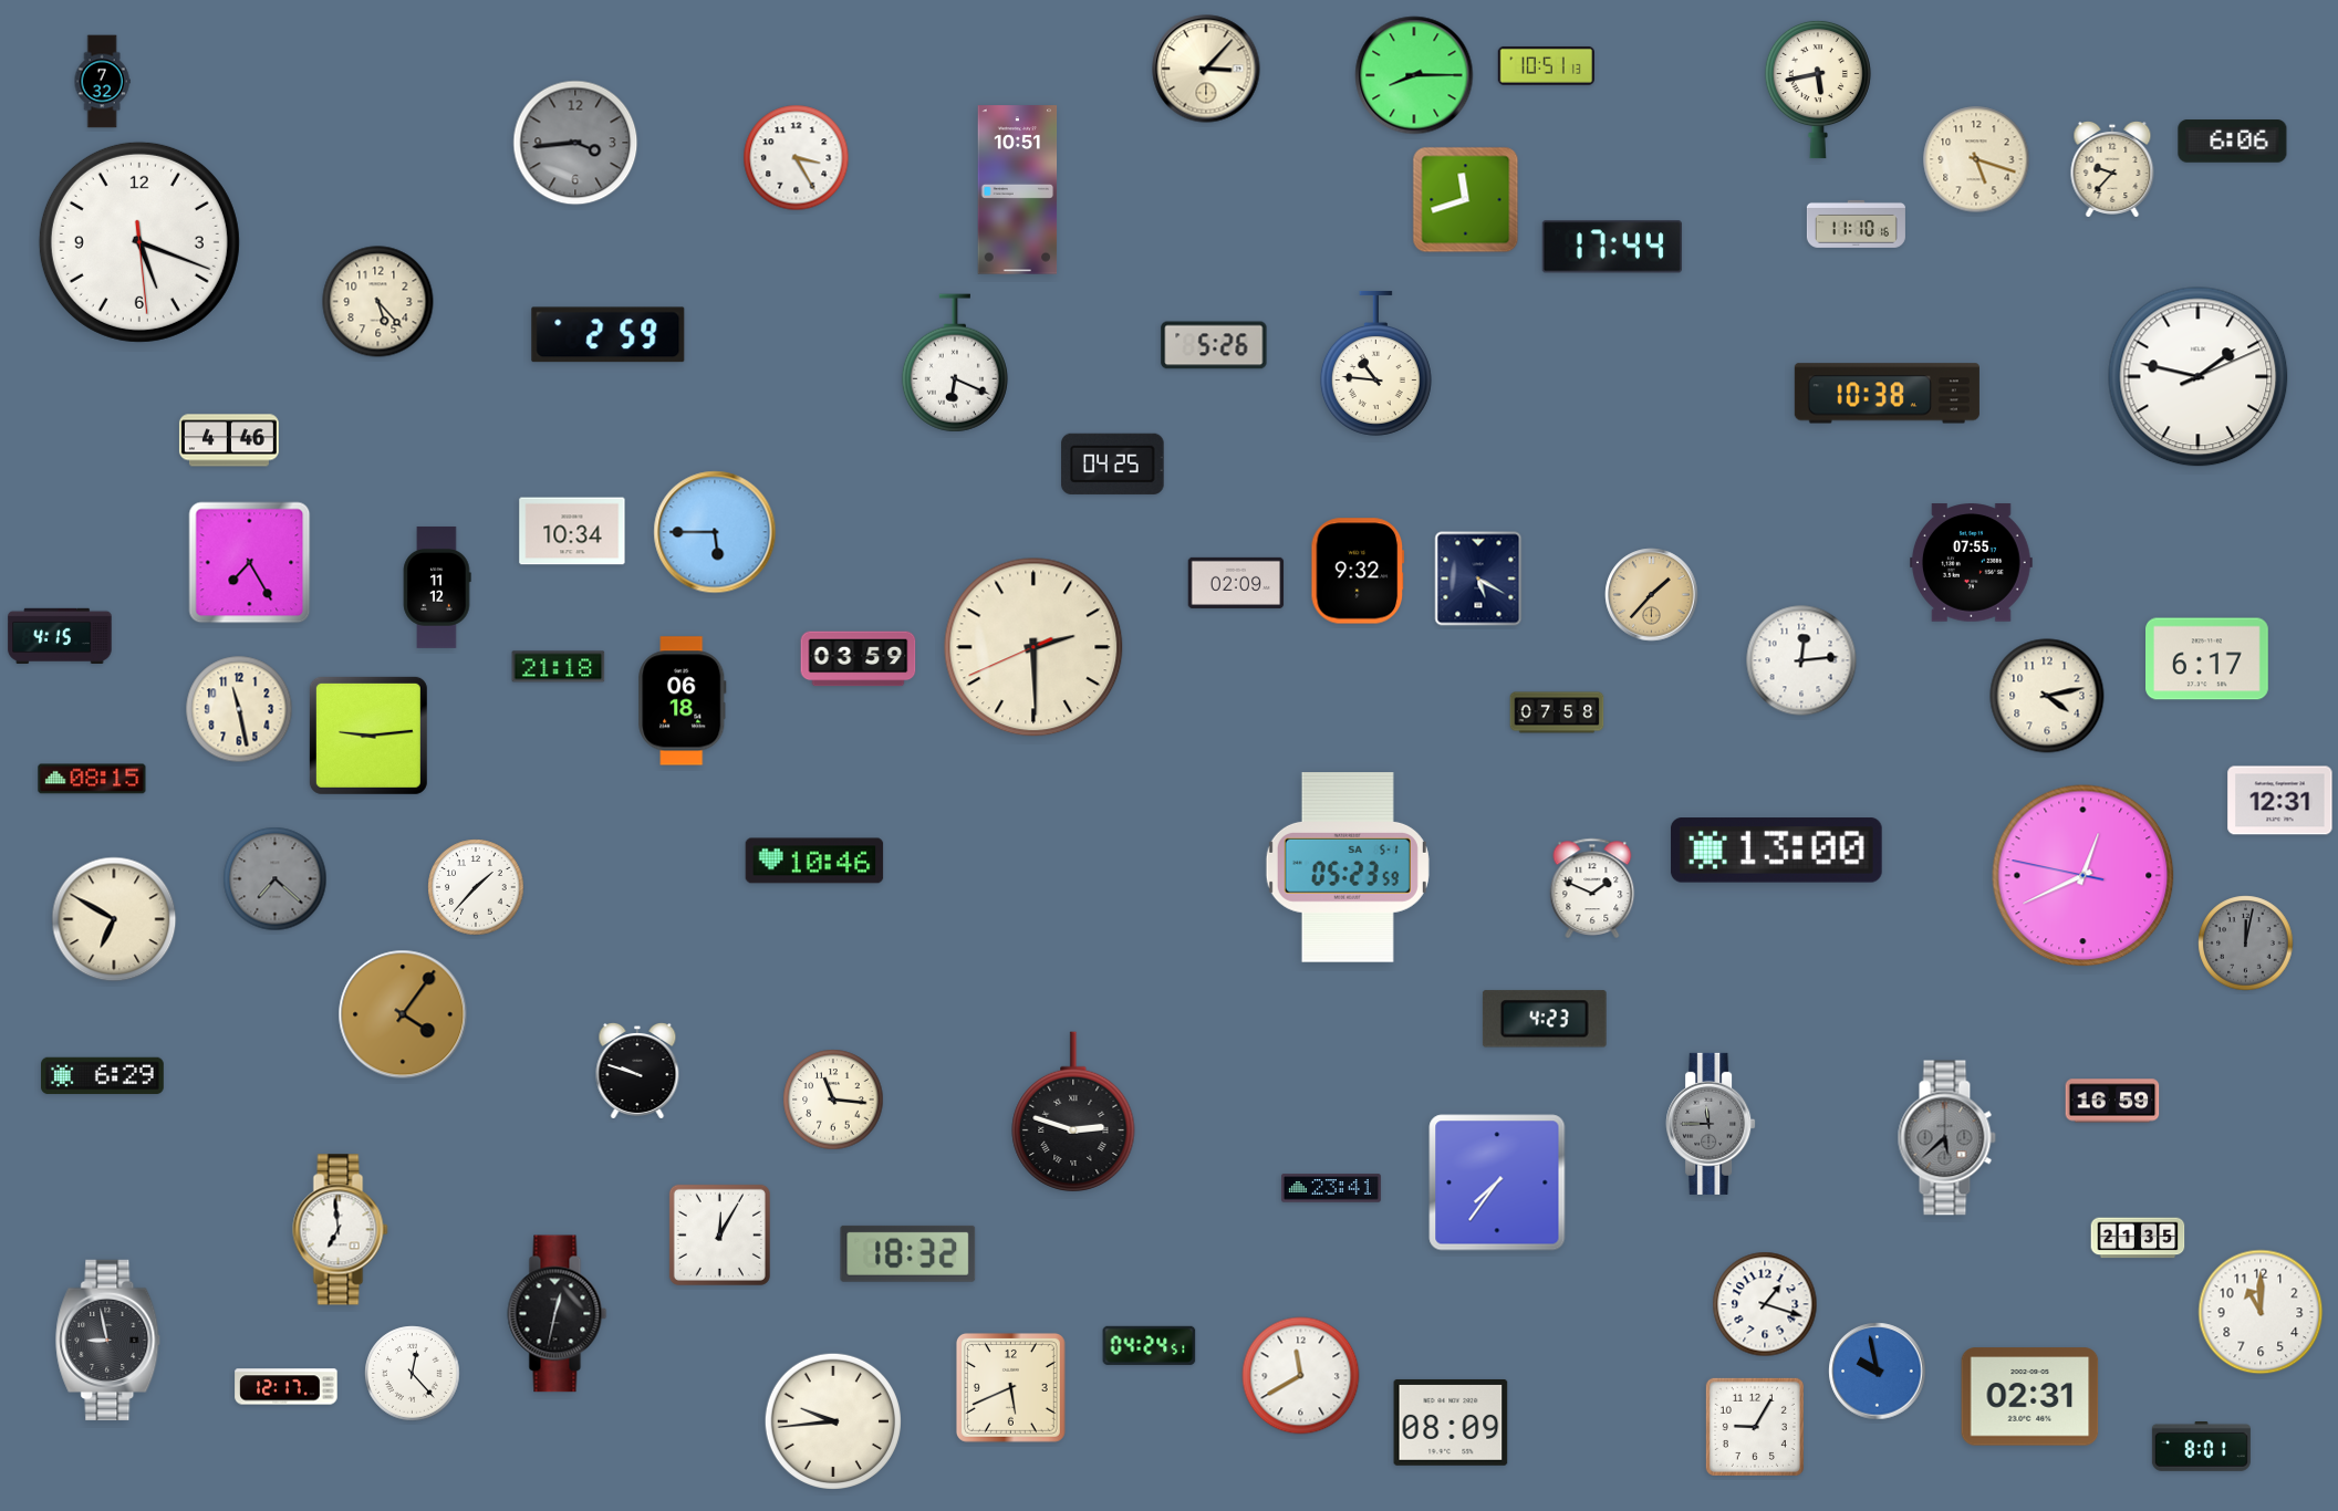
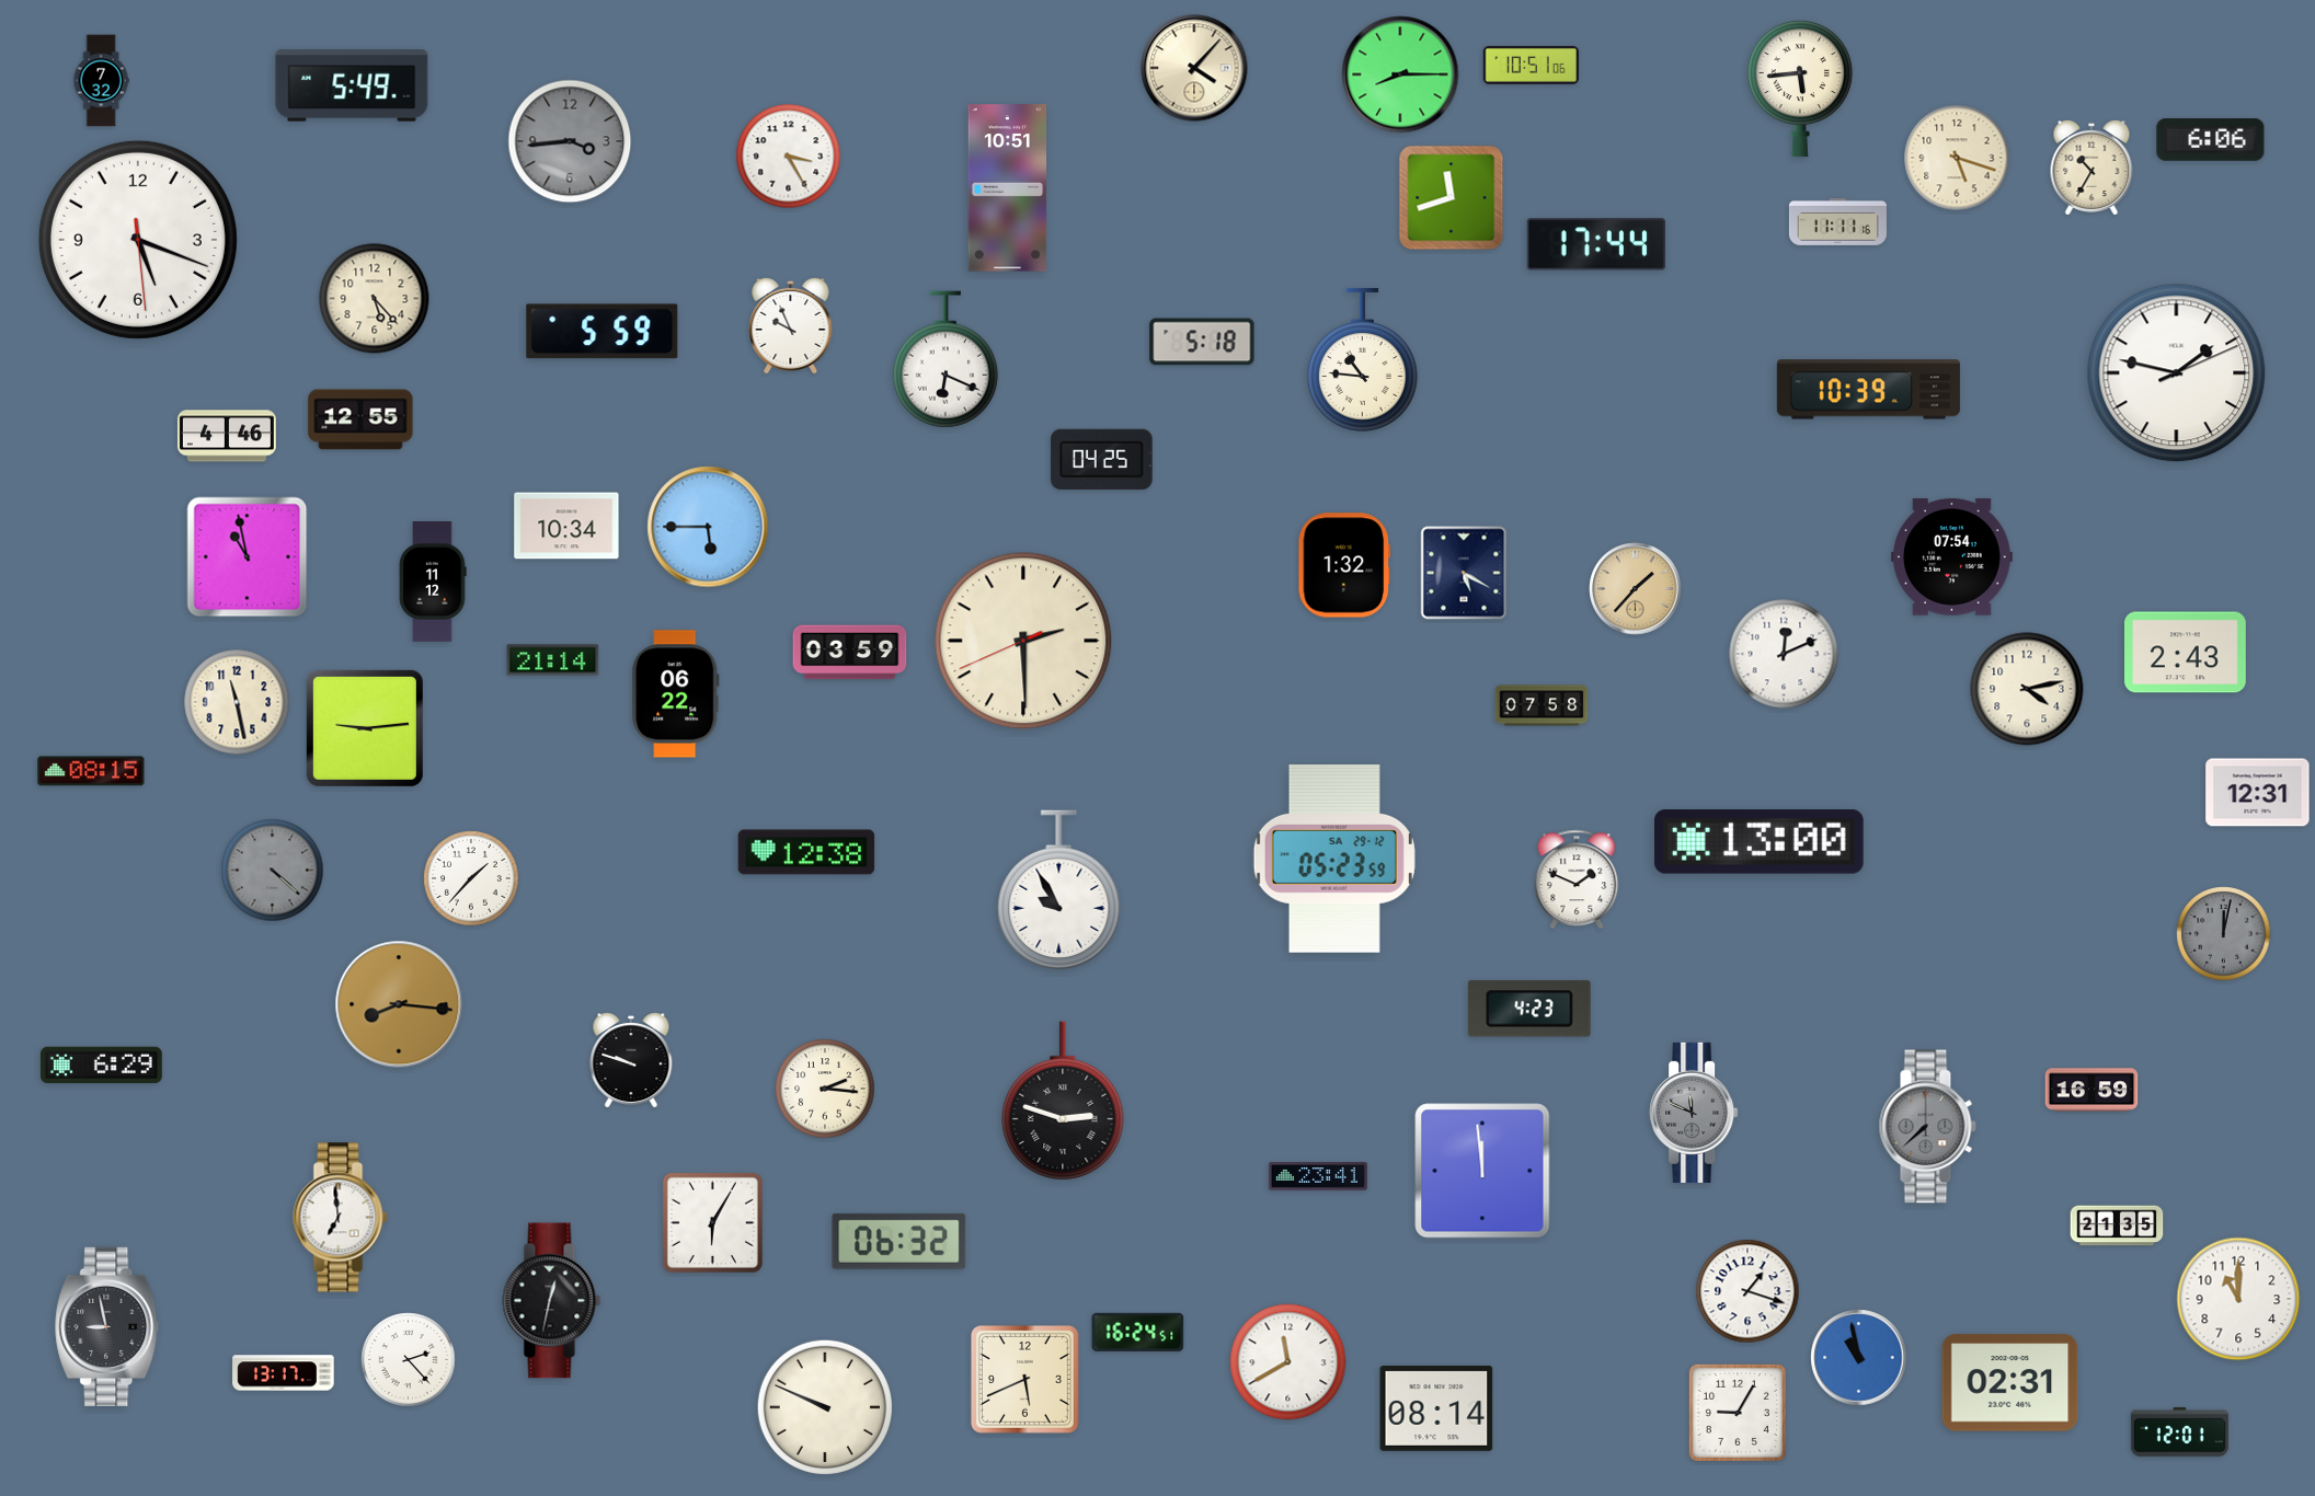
clock at (1546, 65): 10:51:13 -> 10:51:06
clock at (1206, 69): 3:07 -> 4:07
clock at (352, 85): none -> 5:49
clock at (1818, 90): 5:43 -> 5:44
clock at (2112, 169): 9:37 -> 10:35
clock at (1856, 223): 11:10 -> 11:11
clock at (791, 324): none -> 9:56
clock at (609, 335): 2:59 -> 5:59
clock at (1214, 345): 5:26 -> 5:18
clock at (1887, 394): 10:38 -> 10:39
clock at (360, 419): none -> 12:55
clock at (250, 563): 7:25 -> 10:58
clock at (1971, 563): 07:55 -> 07:54
clock at (1358, 571): 9:32 -> 1:32
clock at (1236, 583): 02:09 -> none
clock at (60, 635): 4:15 -> none
clock at (2207, 659): 6:17 -> 2:43
clock at (1801, 660): 12:14 -> 12:11
clock at (559, 667): 21:18 -> 21:14
clock at (683, 701): 06:18 -> 06:22
clock at (814, 861): 10:46 -> 12:38
clock at (1348, 868) date: SA 5-1 -> SA 29-12
clock at (2084, 876): 12:40 -> none
clock at (276, 879): 7:22 -> 4:22
clock at (1059, 890): none -> 9:55
clock at (114, 919): 6:50 -> none
clock at (403, 1014): 4:06 -> 8:16
clock at (833, 1100): 11:16 -> 2:16
clock at (1711, 1124): 11:45 -> 11:49
clock at (1946, 1138): 5:38 -> 7:38
clock at (1497, 1182): 7:36 -> 11:59
clock at (341, 1230) position: (341, 1230) -> (341, 1218)
clock at (719, 1234): 12:05 -> 6:05
clock at (908, 1253): 18:32 -> 06:32
clock at (1150, 1345): 04:24 -> 16:24
clock at (1878, 1372): 9:58 -> 10:58
clock at (413, 1374): 12:23 -> 2:23
clock at (287, 1387): 12:17 -> 13:17
clock at (1010, 1387) position: (1010, 1387) -> (1024, 1379)
clock at (833, 1421): 9:44 -> 9:49
clock at (1451, 1423): 08:09 -> 08:14
clock at (2201, 1446): 8:01 -> 12:01
